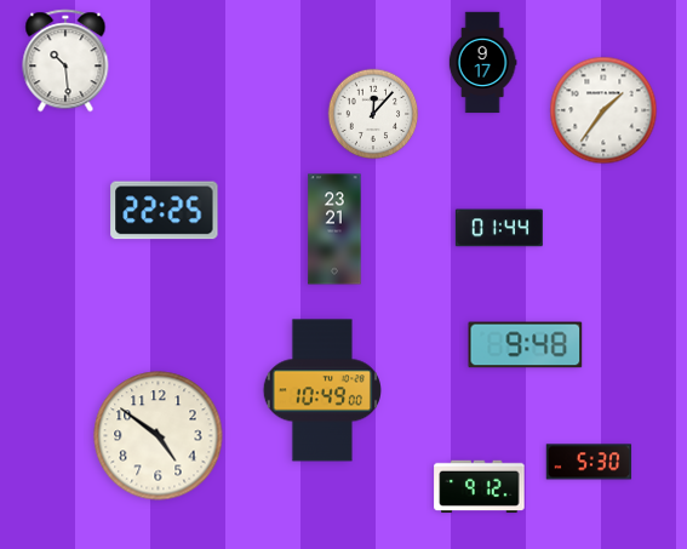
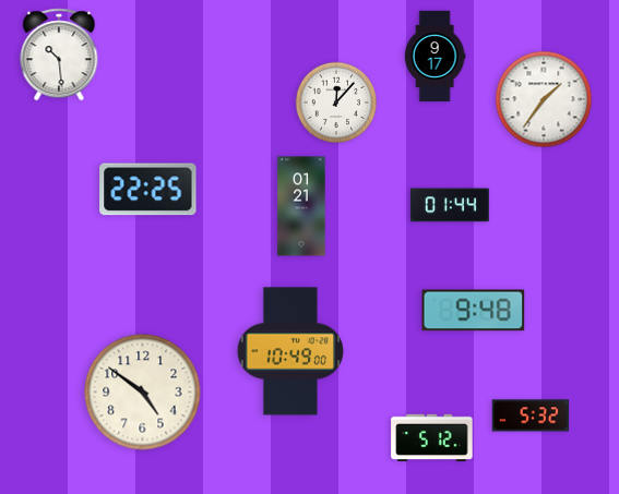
clock at (334, 229): 23:21 -> 01:21
clock at (589, 462): 5:30 -> 5:32
clock at (480, 487): 9:12 -> 5:12
